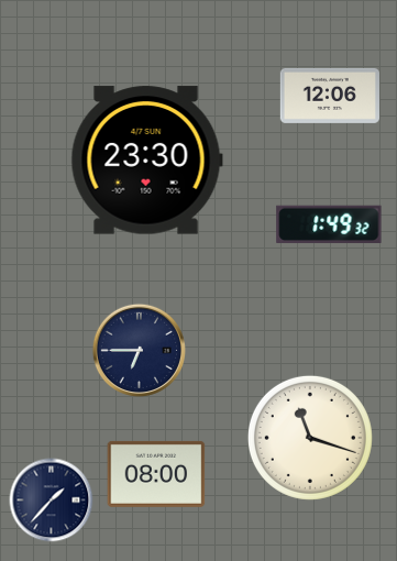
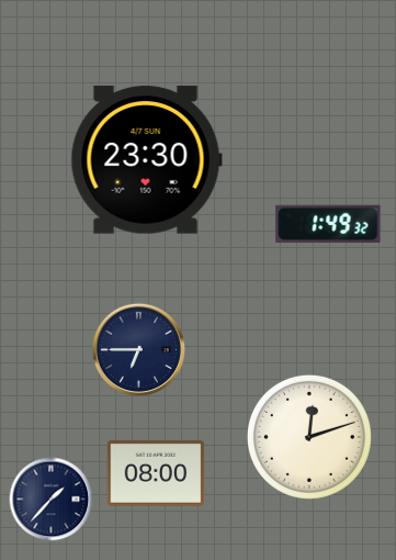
clock at (329, 96): 12:06 -> none
clock at (310, 438): 11:18 -> 12:12
